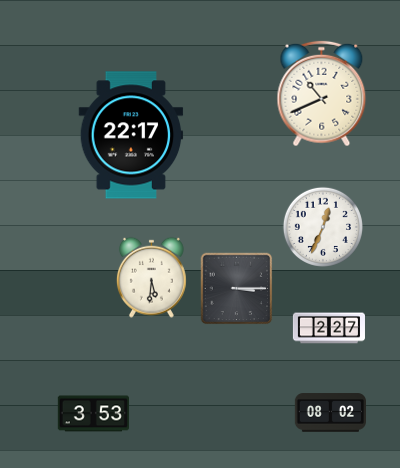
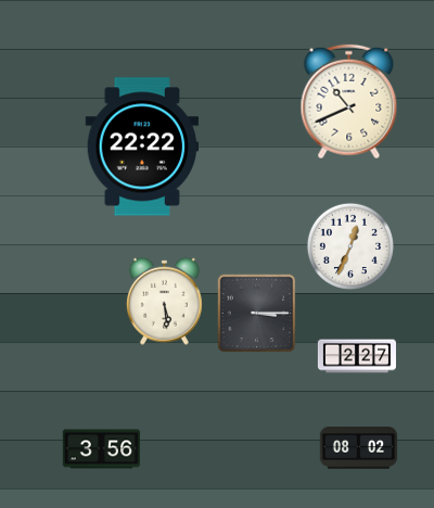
clock at (131, 135): 22:17 -> 22:22
clock at (151, 277): 5:31 -> 5:29
clock at (93, 414): 3:53 -> 3:56
